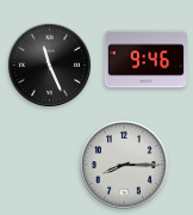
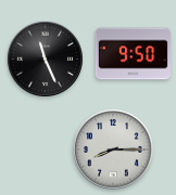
clock at (145, 60): 9:46 -> 9:50
